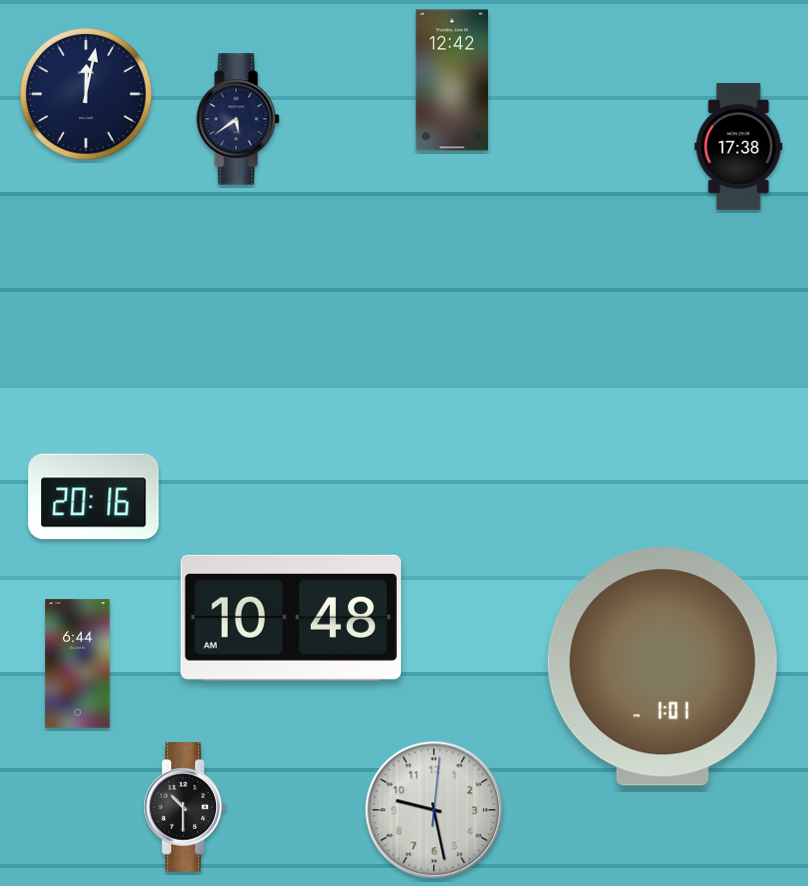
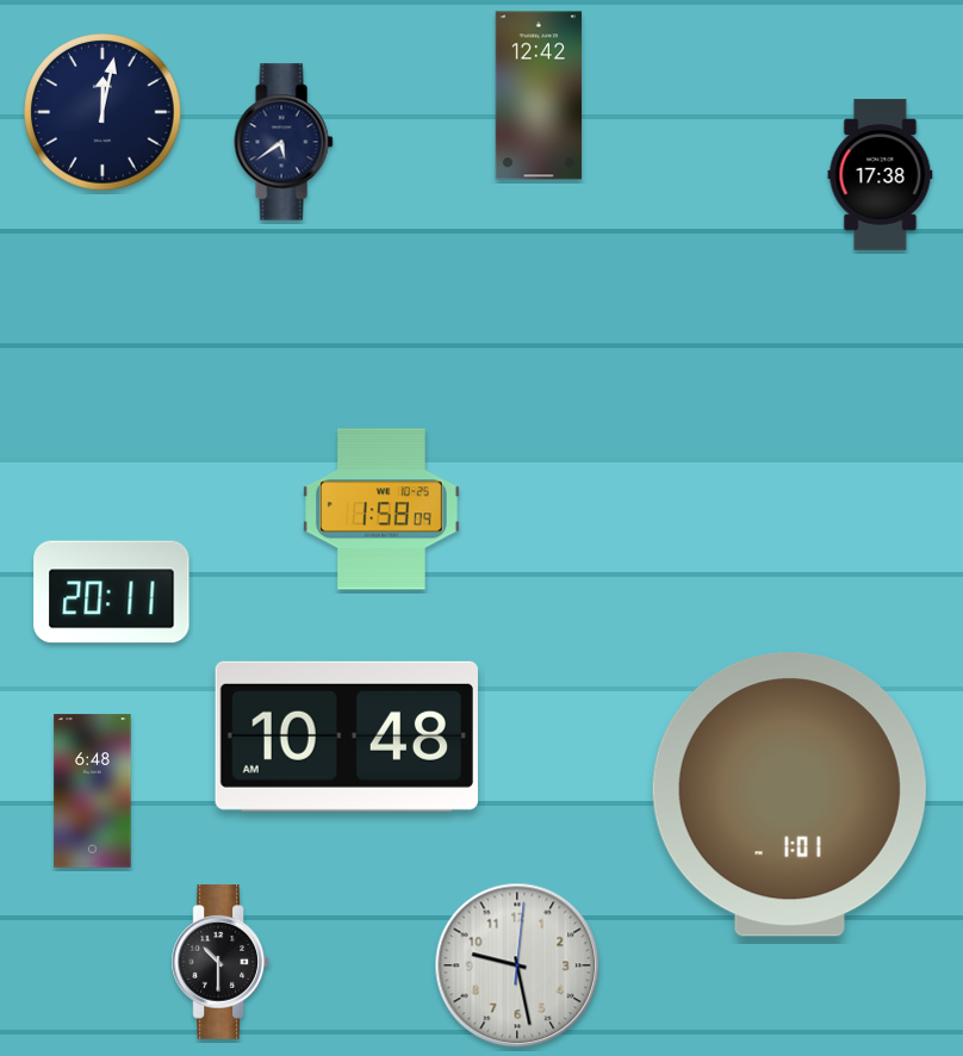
clock at (383, 509): none -> 1:58
clock at (94, 497): 20:16 -> 20:11
clock at (78, 664): 6:44 -> 6:48
